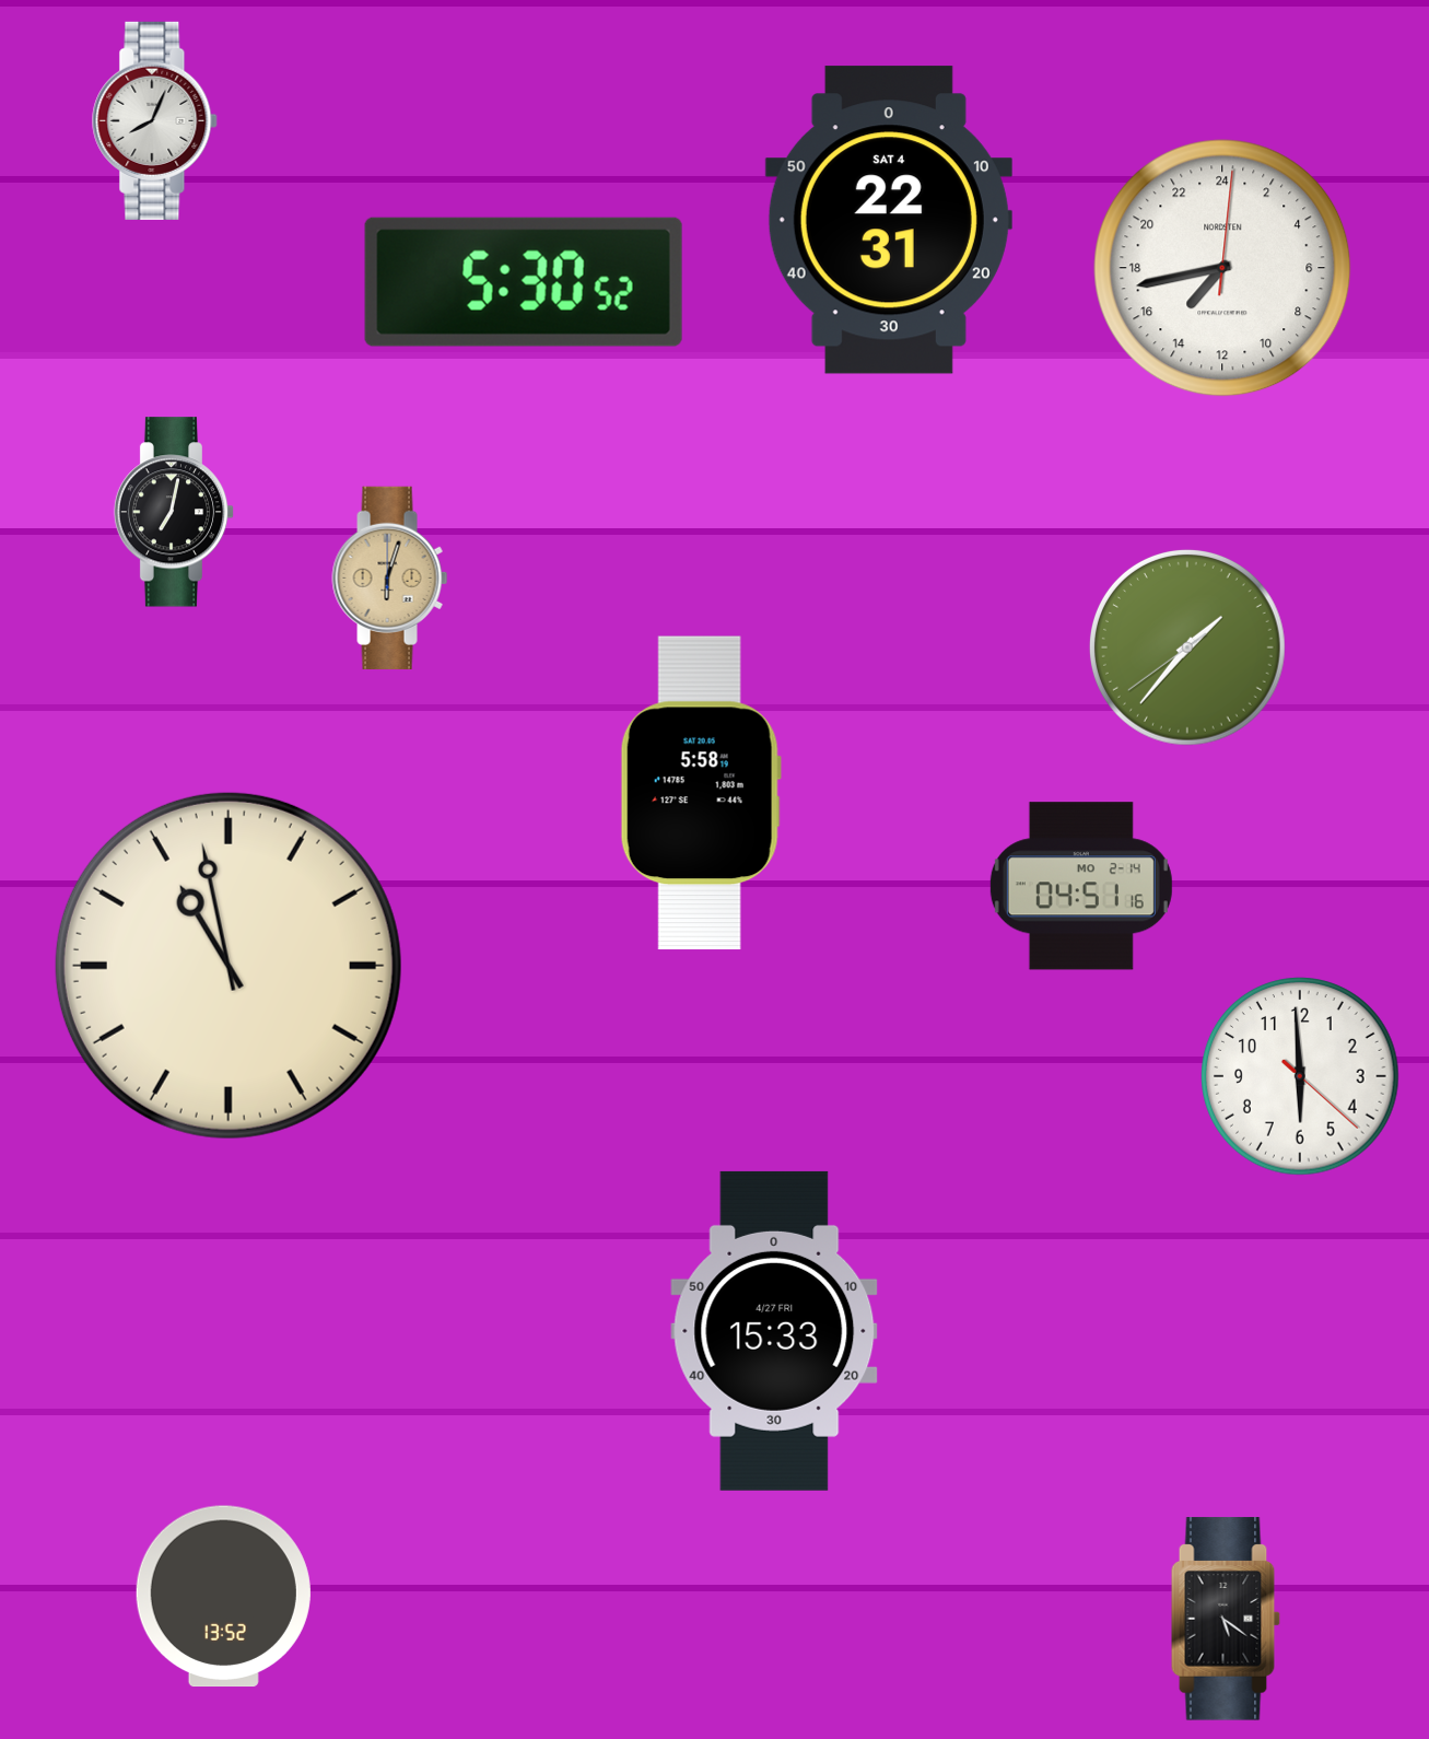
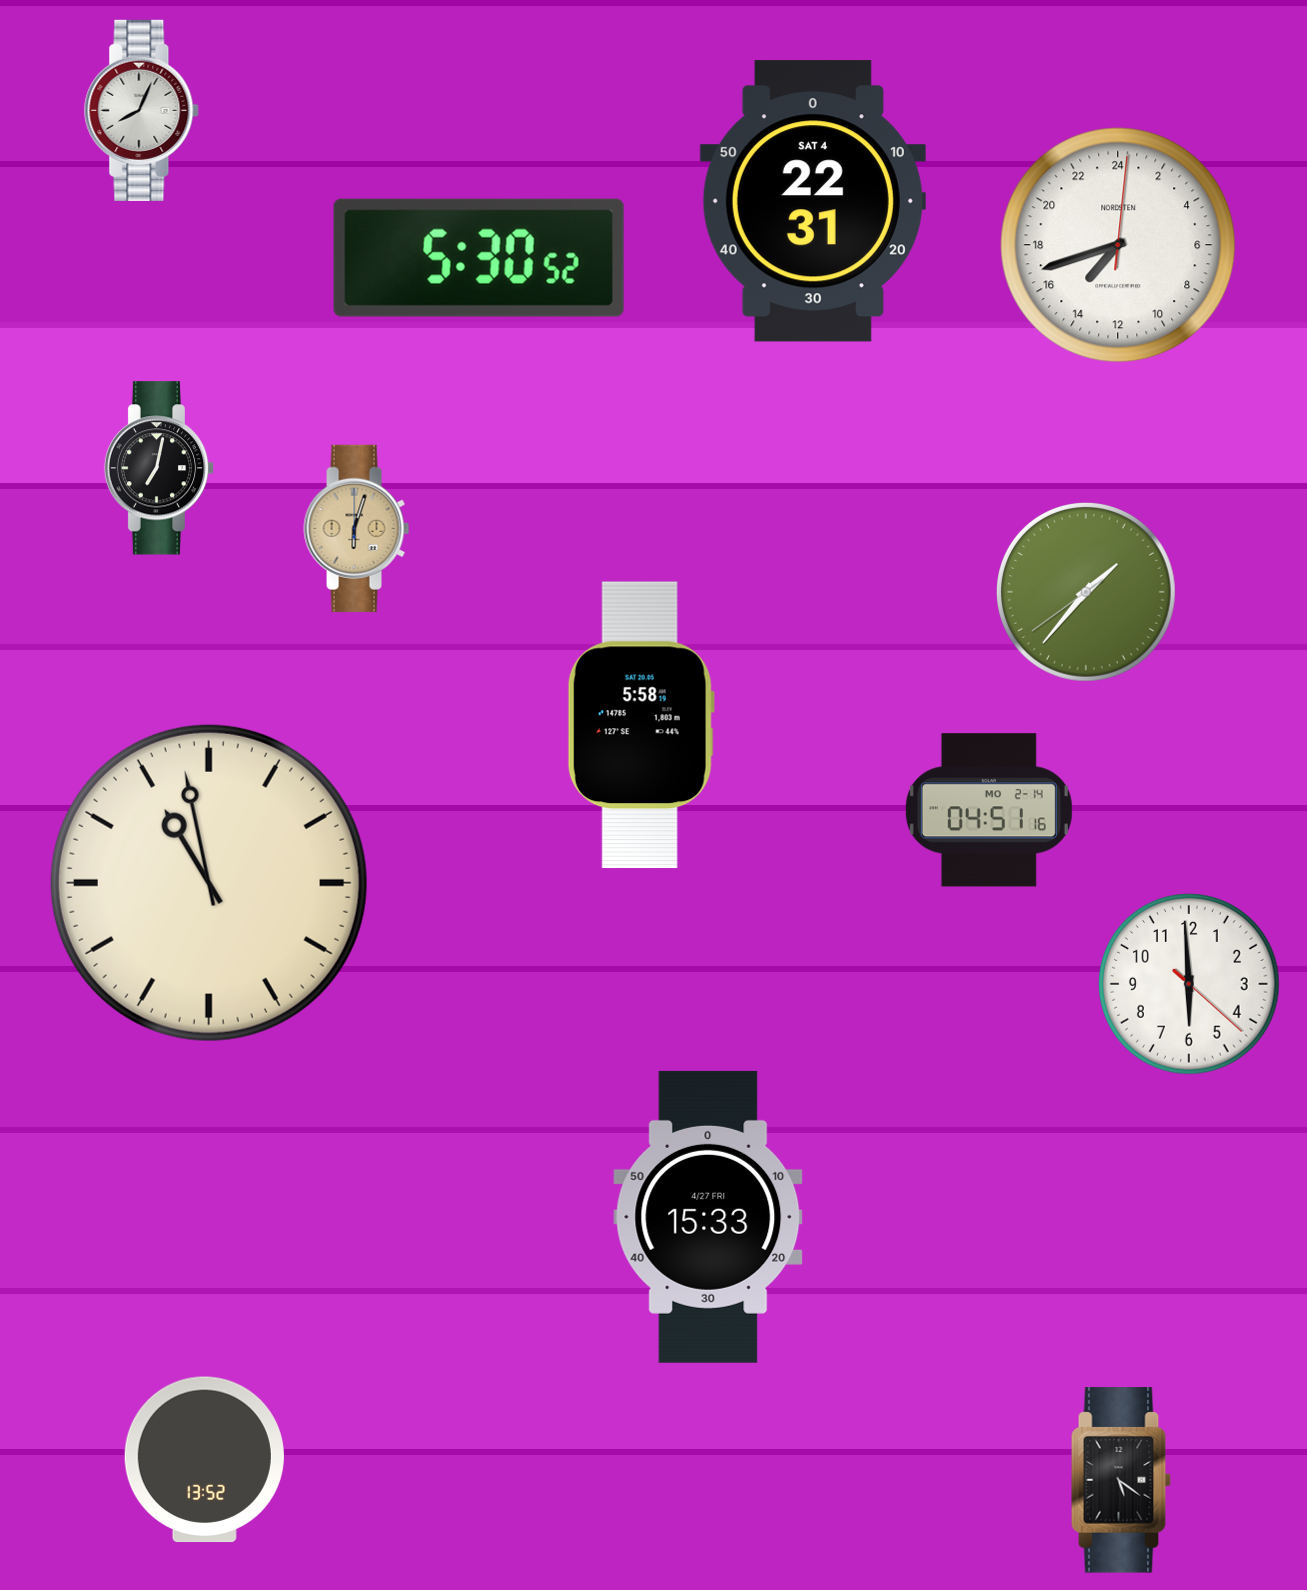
clock at (1222, 268): 14:43 -> 14:42
